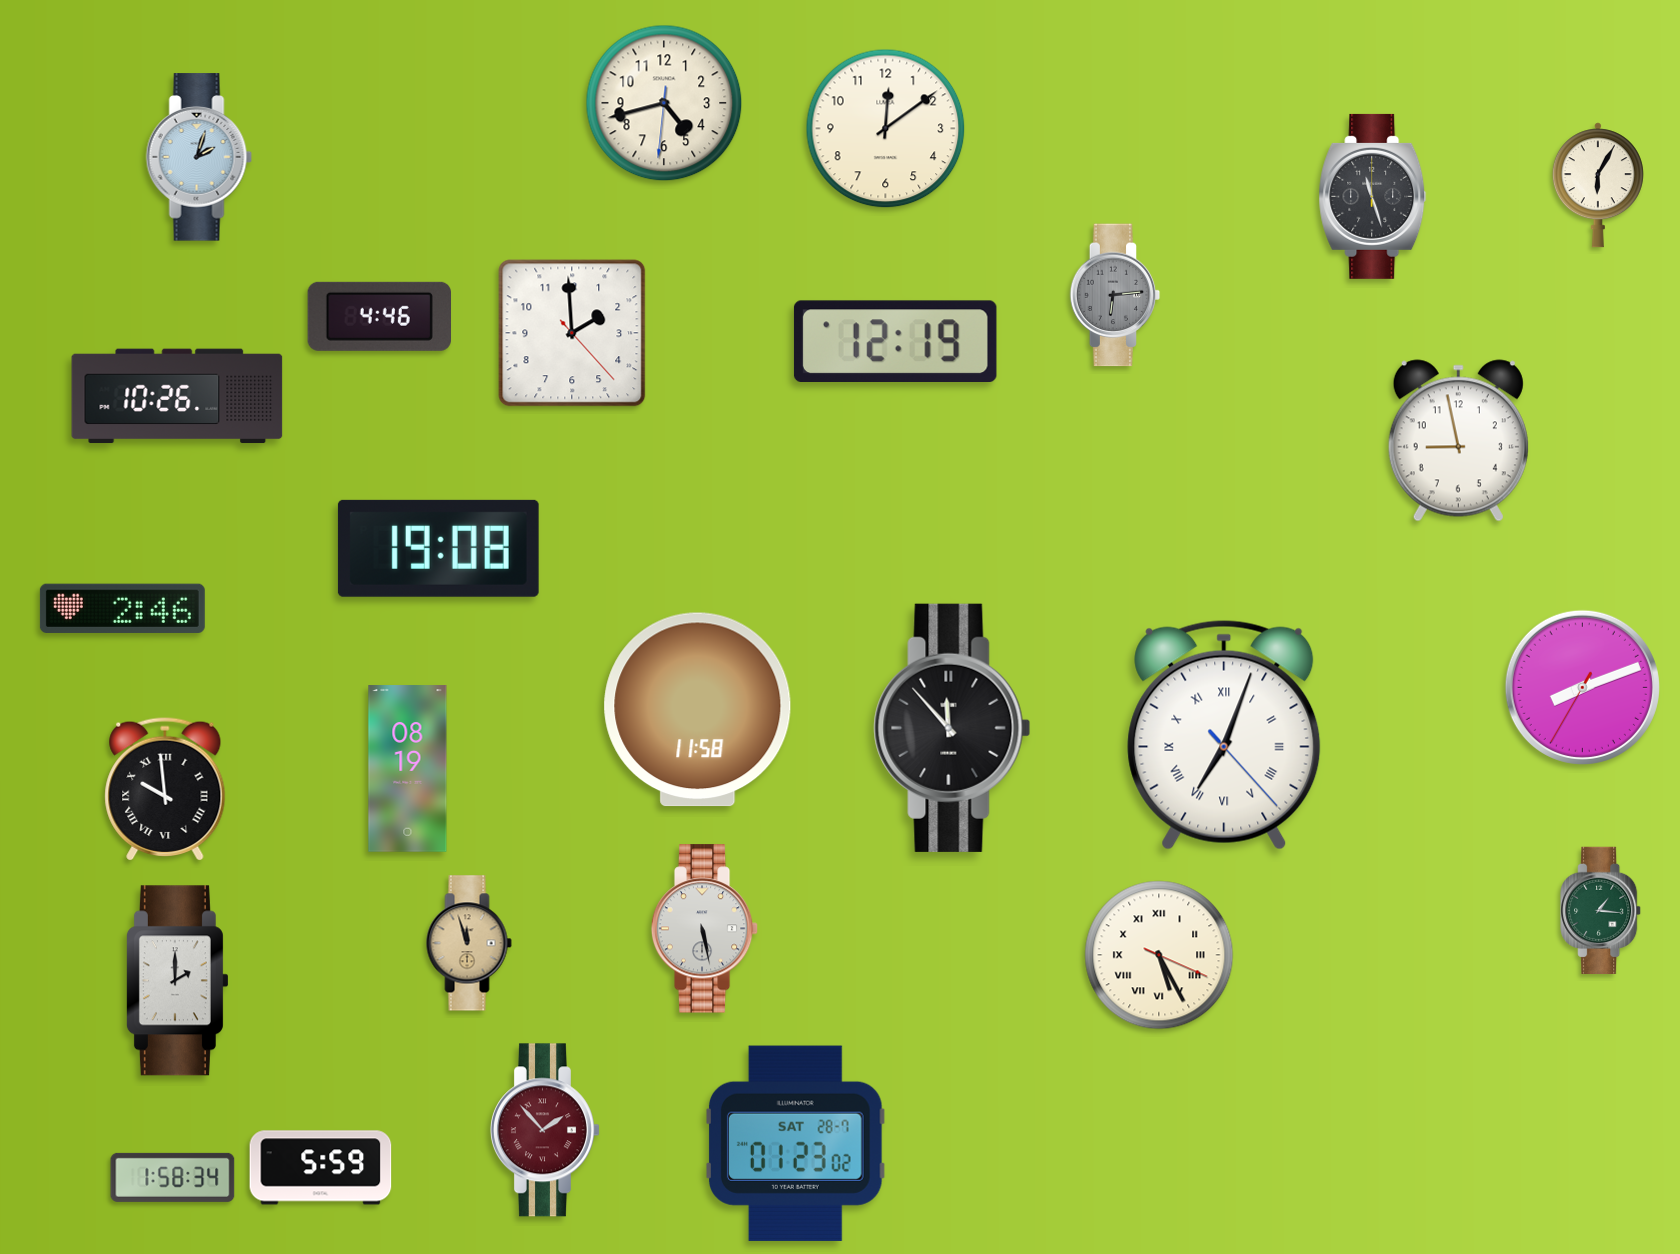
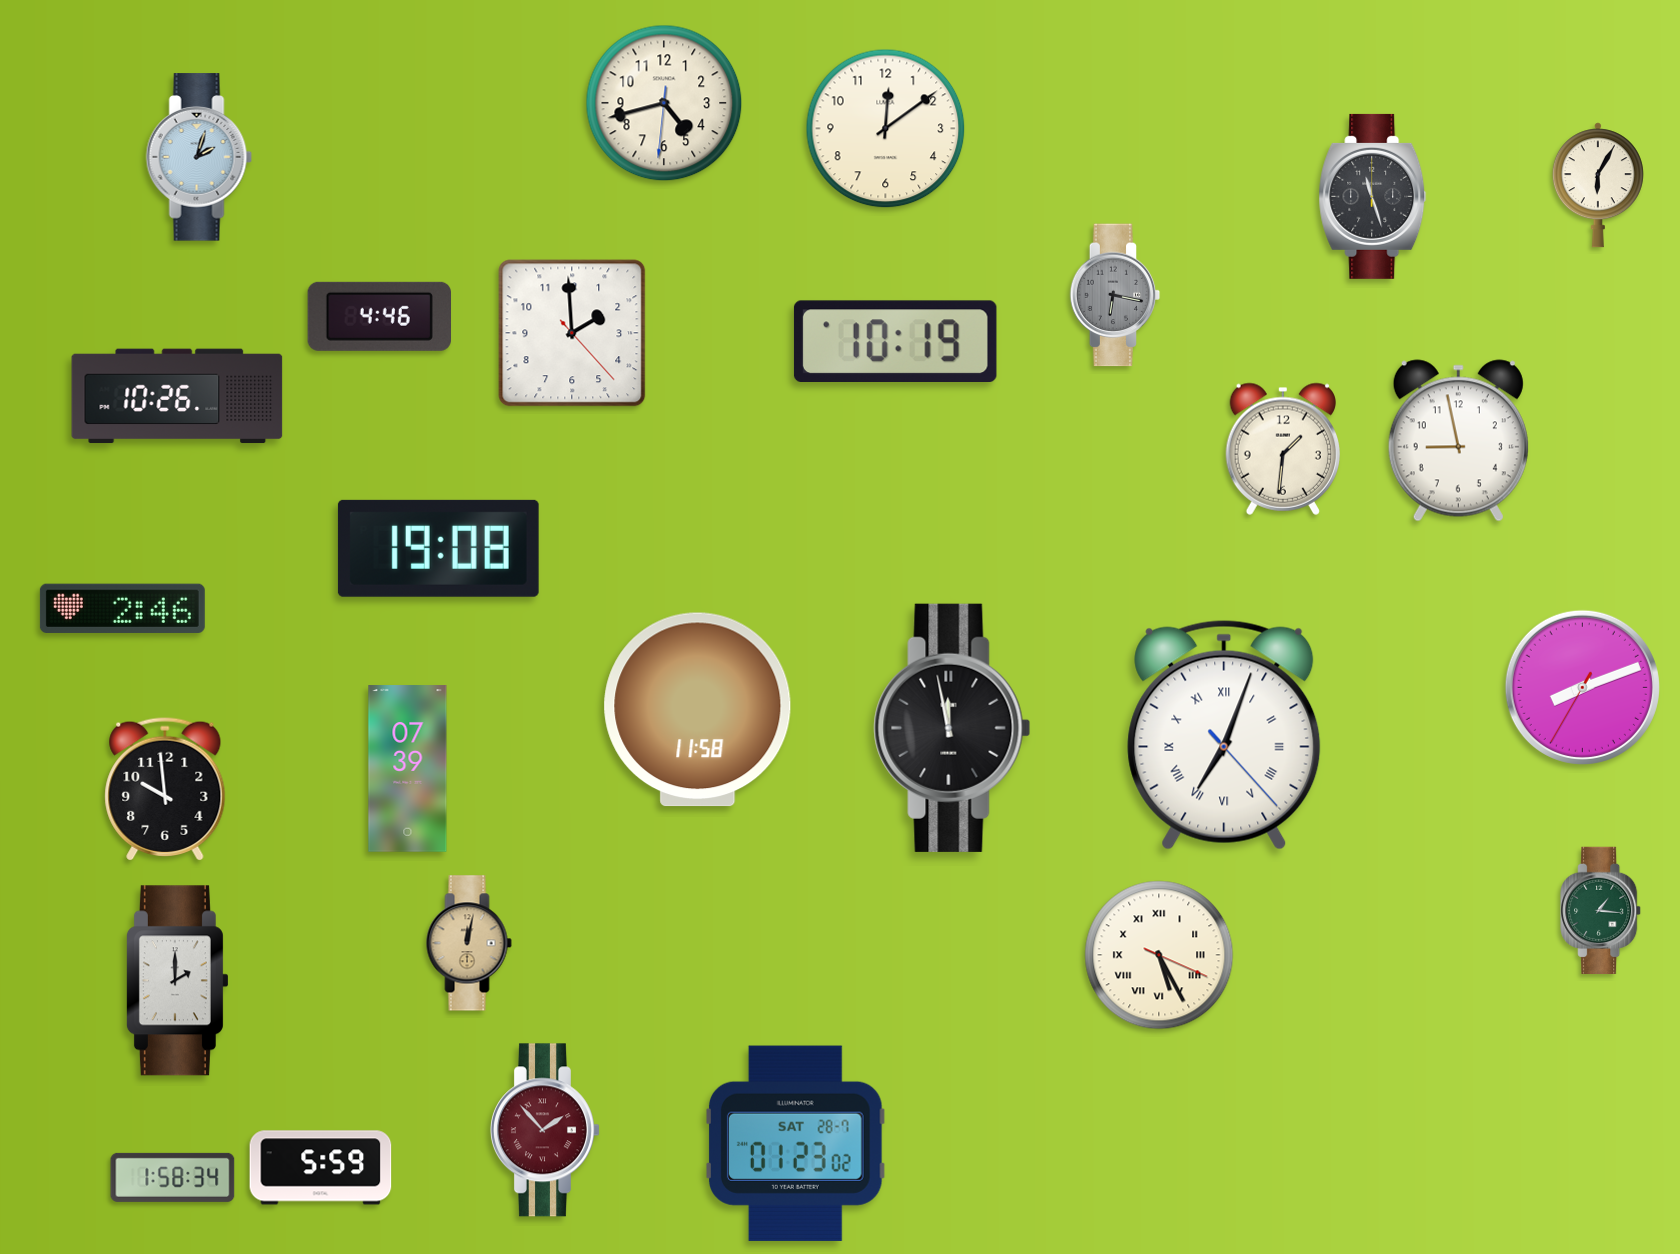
clock at (1115, 295): 6:14 -> 6:17
clock at (895, 341): 12:19 -> 10:19
clock at (1282, 449): none -> 1:31
clock at (952, 728): 11:53 -> 11:58
clock at (408, 769): 08:19 -> 07:39
clock at (165, 789) numerals: Roman -> Arabic
clock at (705, 929): 5:28 -> none
clock at (469, 943): 11:57 -> 12:02
